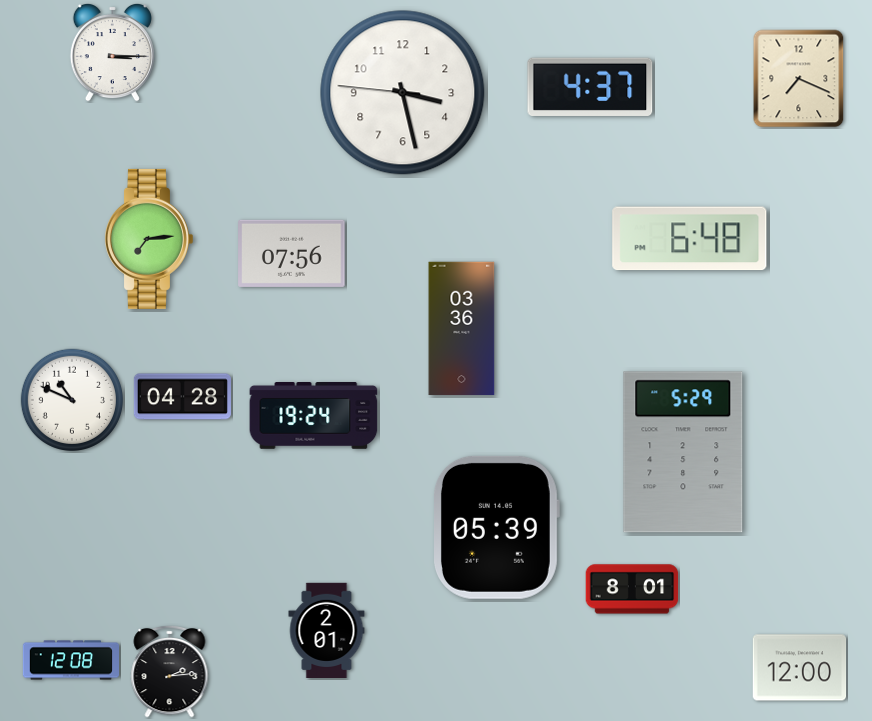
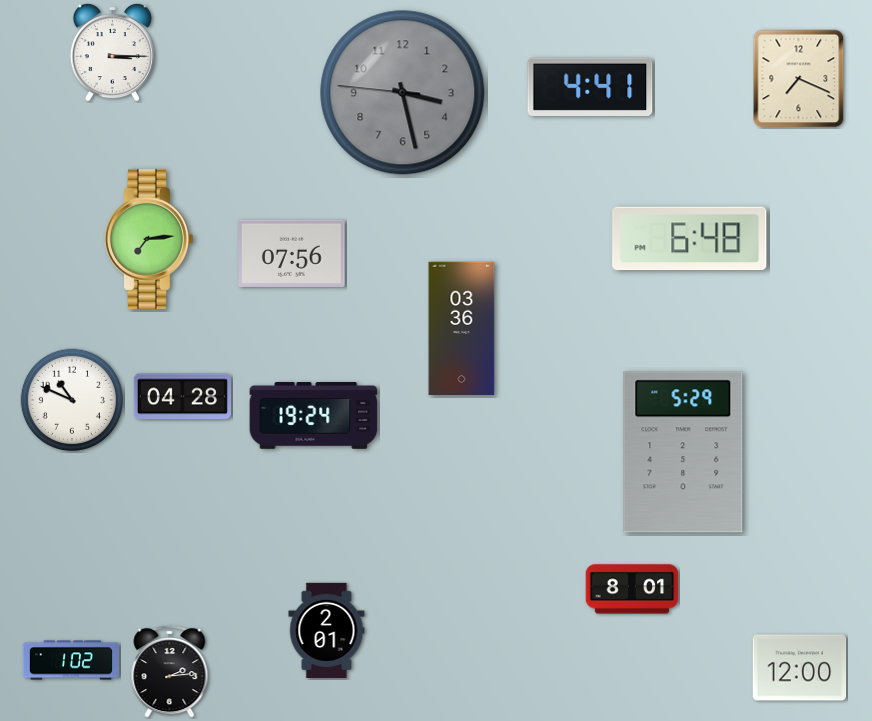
clock at (590, 87): 4:37 -> 4:41
clock at (403, 93) dial: white -> grey
clock at (496, 527): 05:39 -> none
clock at (70, 660): 12:08 -> 1:02
